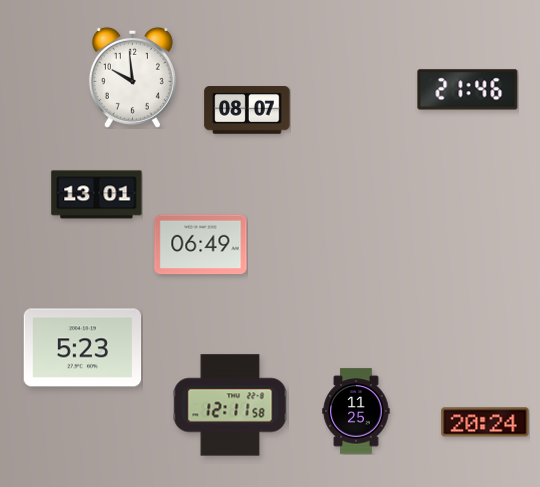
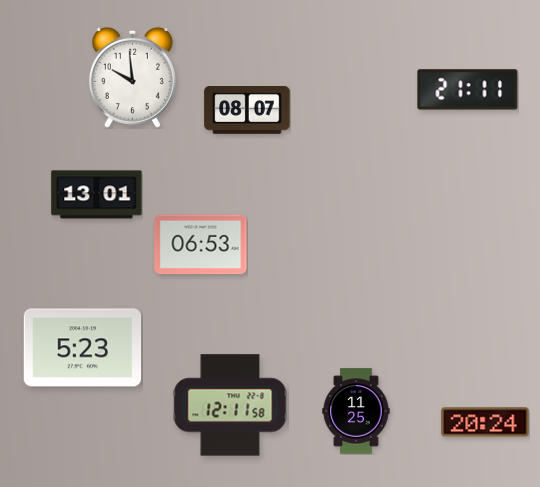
clock at (468, 90): 21:46 -> 21:11
clock at (201, 245): 06:49 -> 06:53
